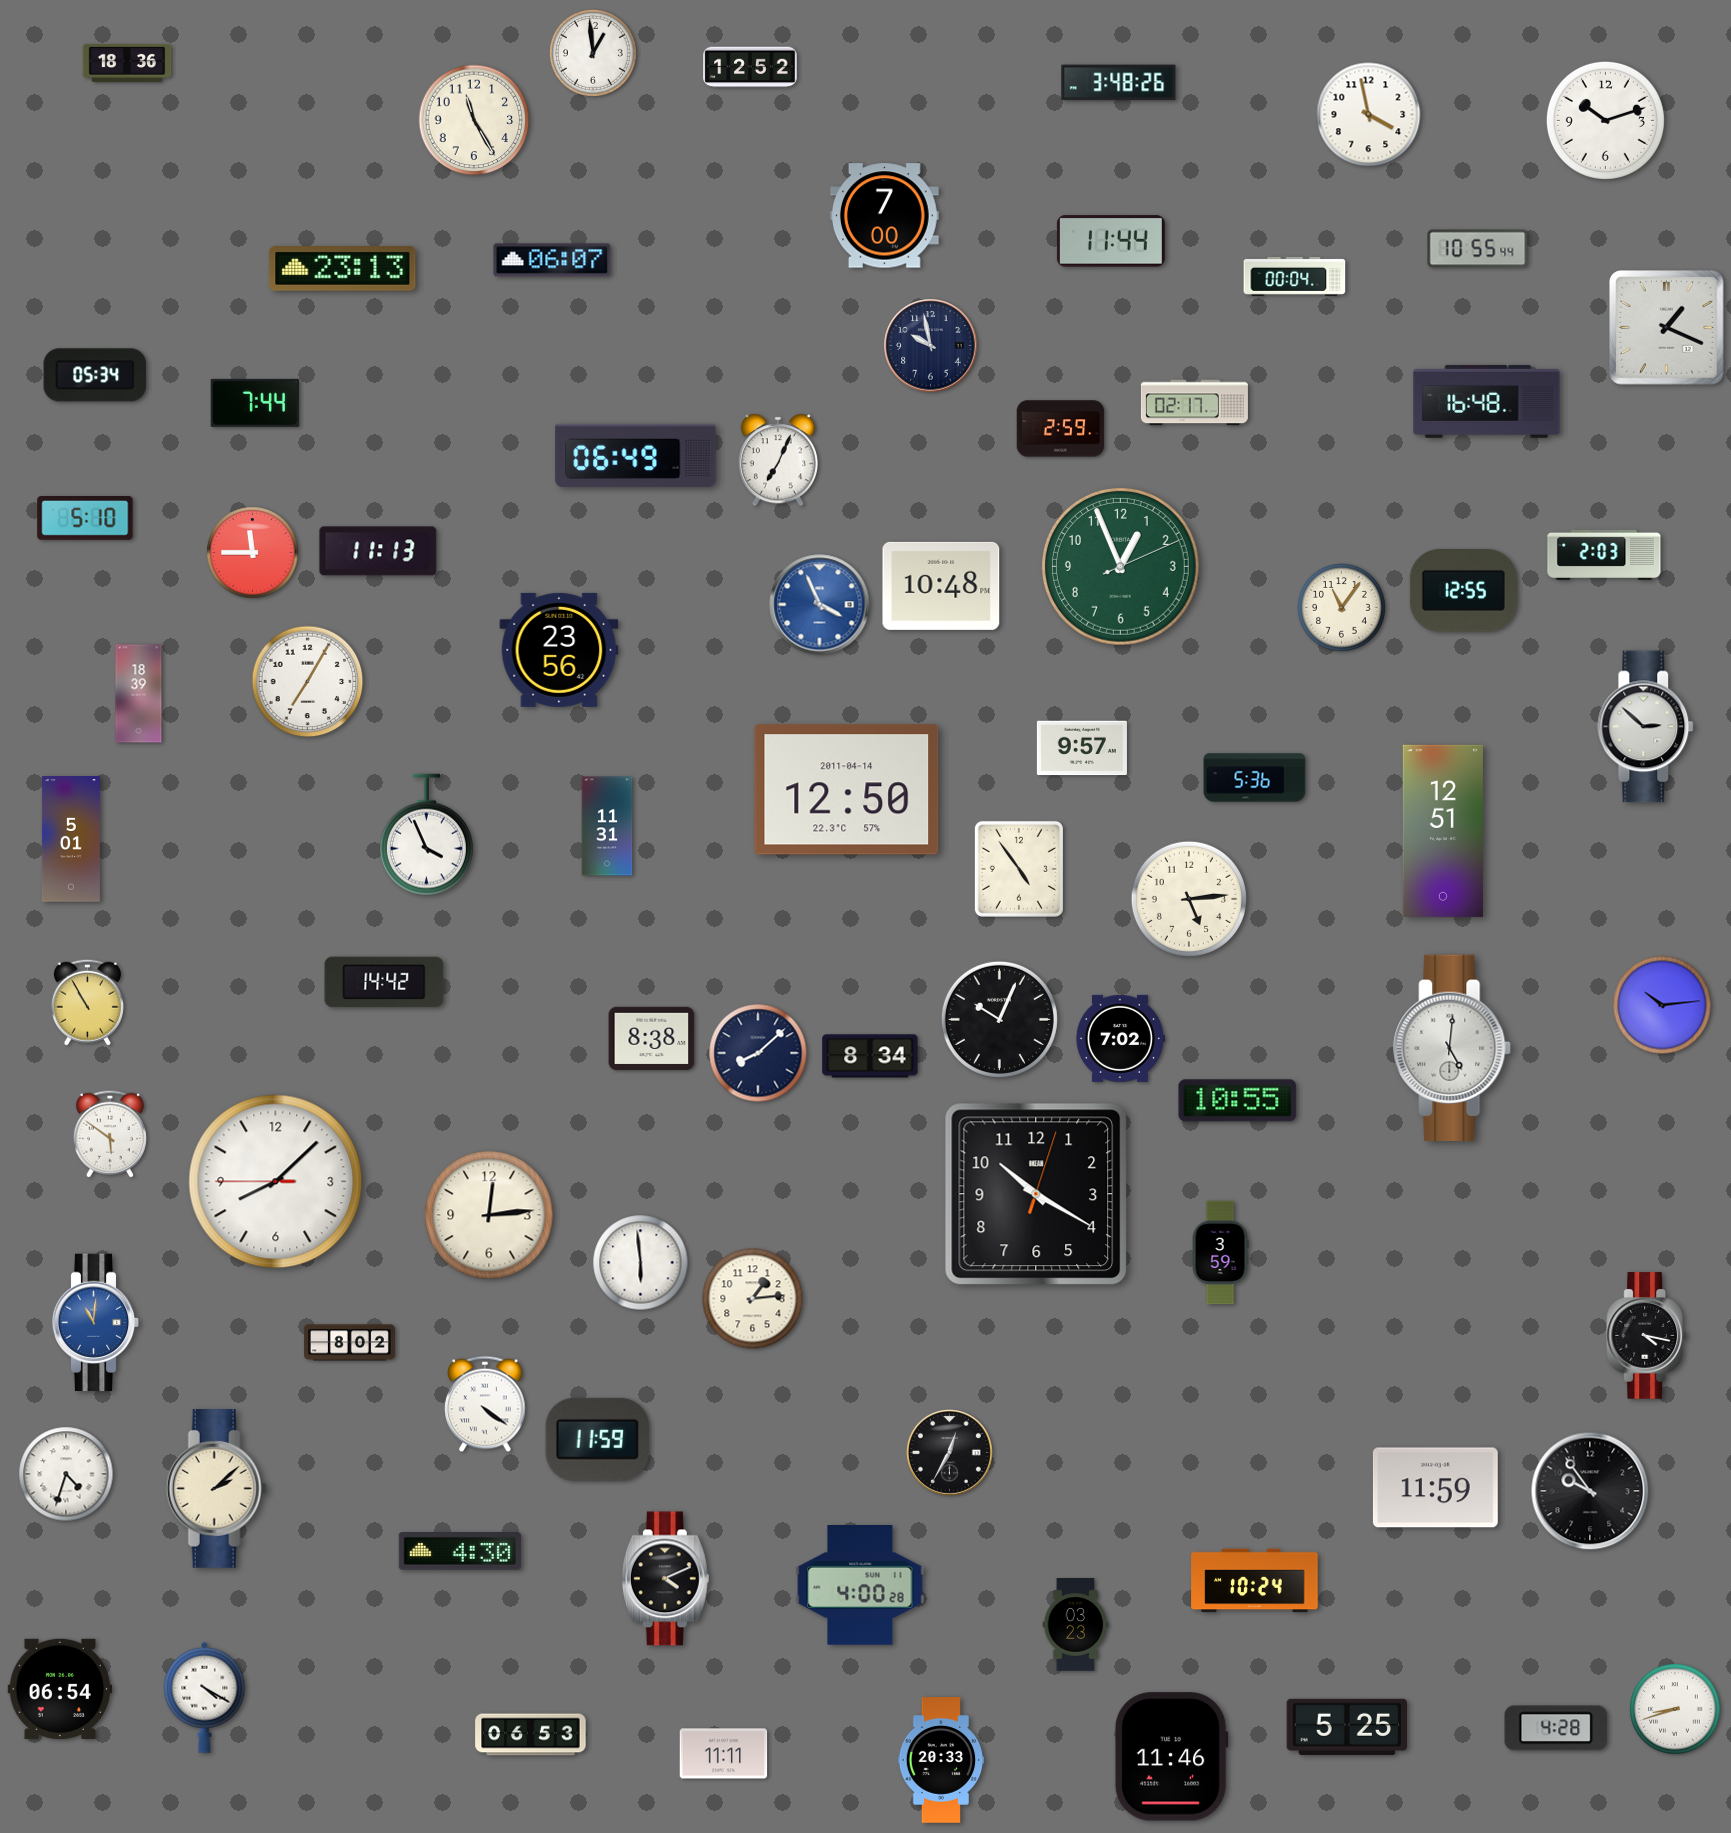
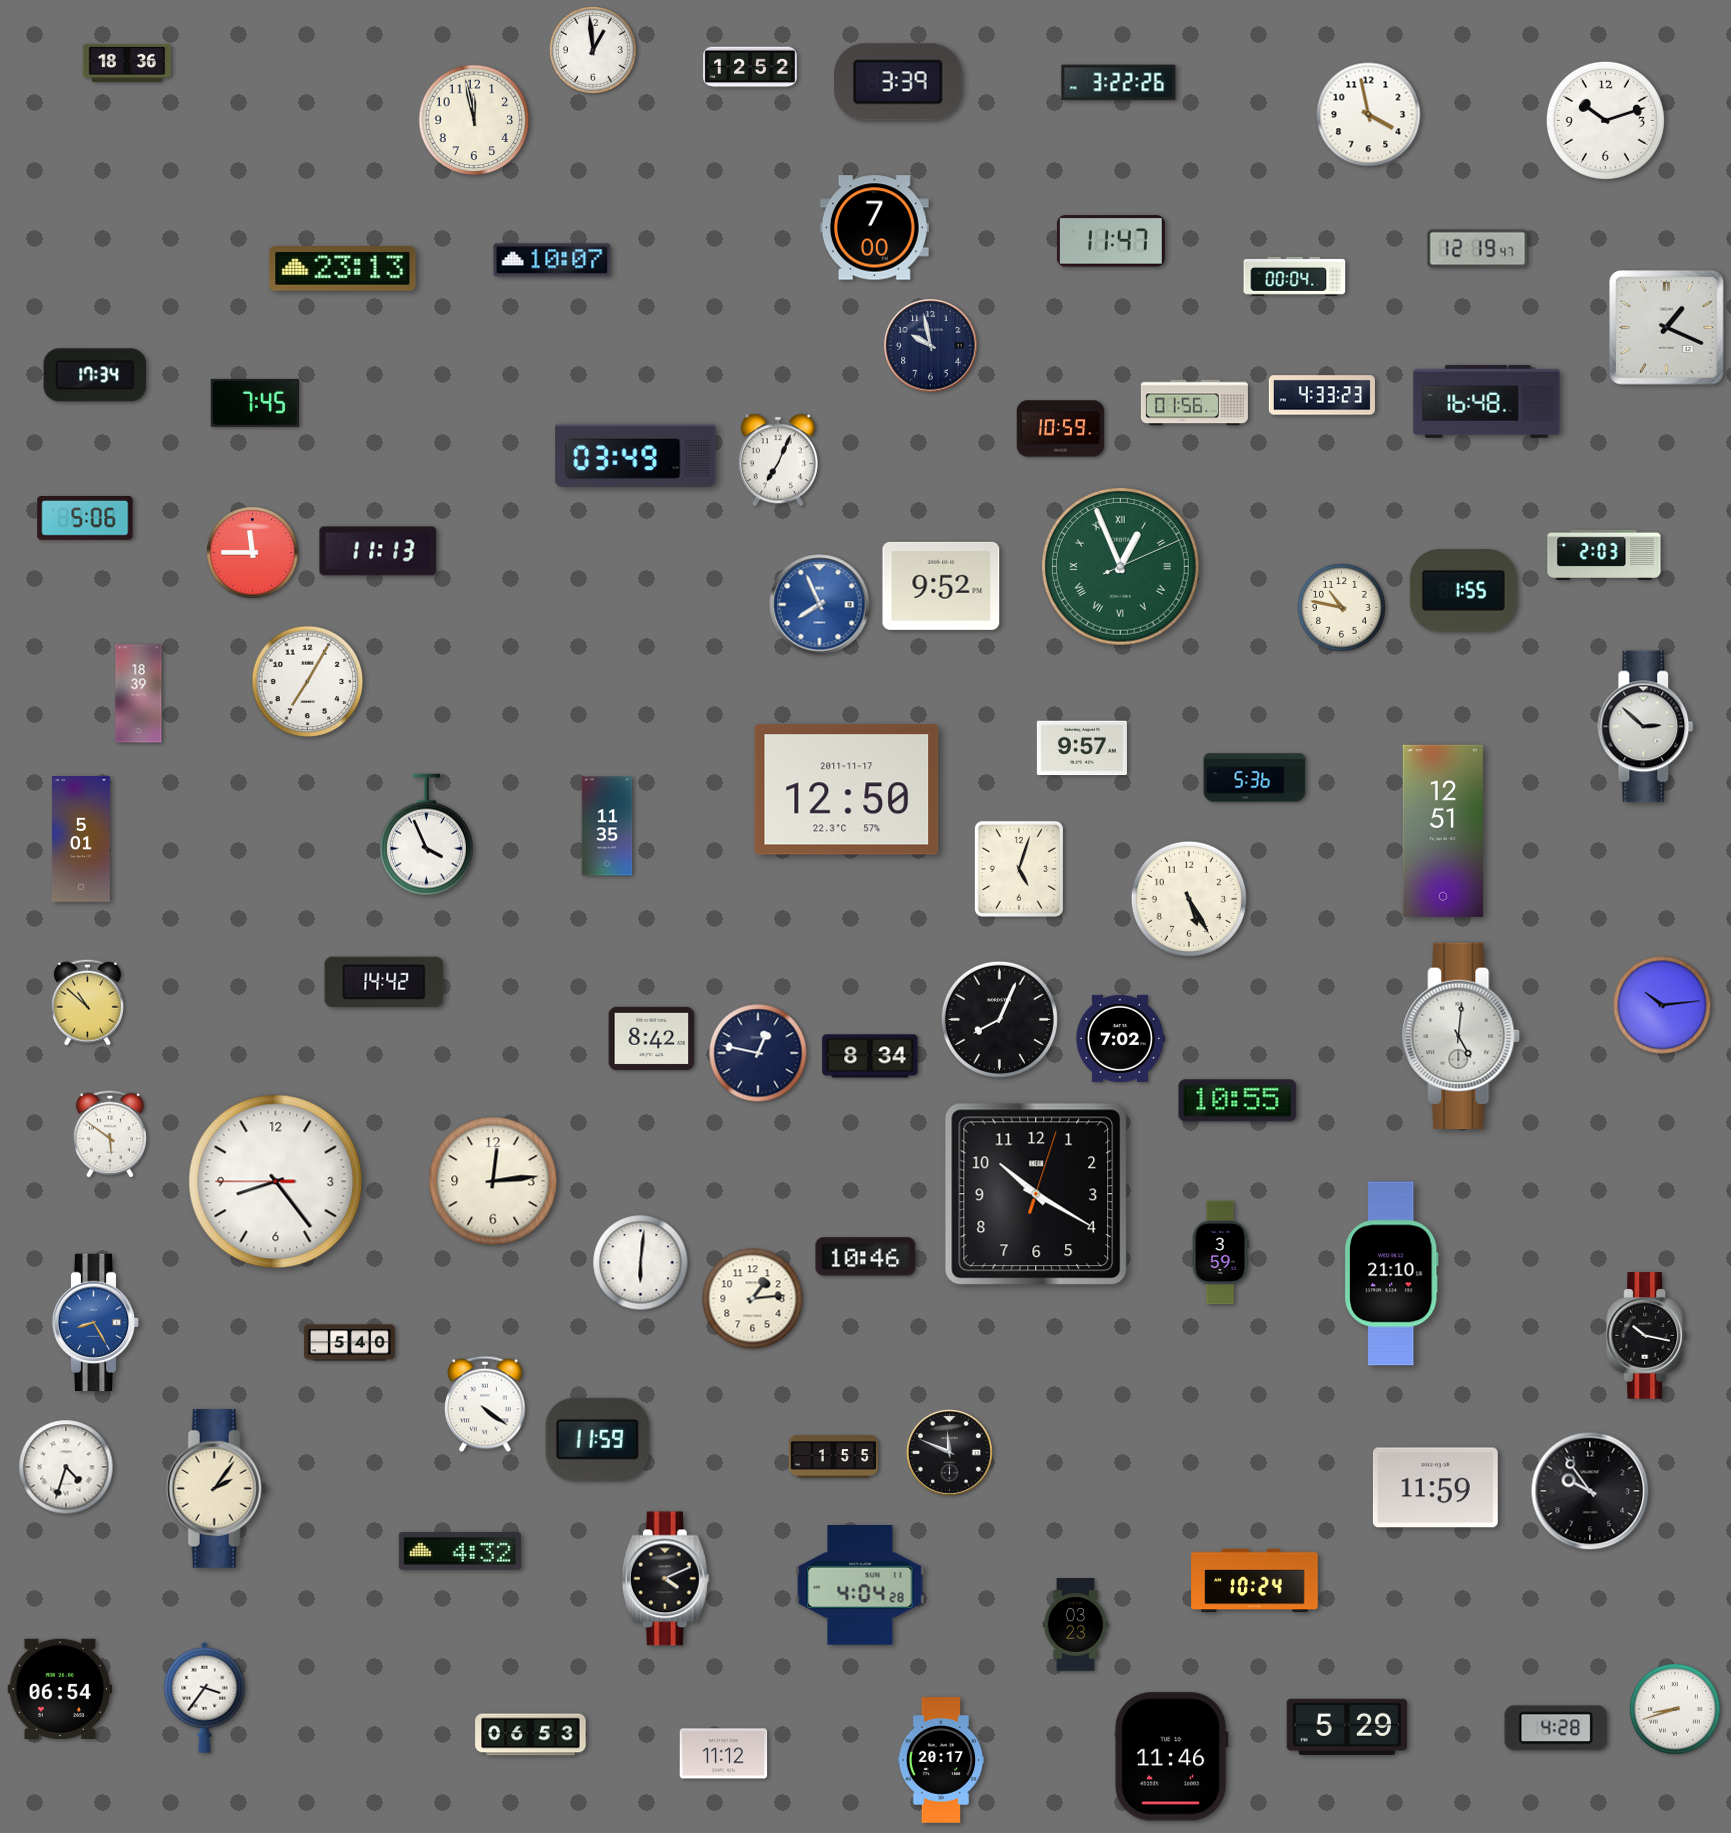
clock at (593, 53) position: (593, 53) -> (593, 50)
clock at (898, 82): none -> 3:39
clock at (1119, 83): 3:48 -> 3:22
clock at (474, 120): 11:25 -> 11:58
clock at (884, 216) position: (884, 216) -> (874, 228)
clock at (1111, 241): 11:44 -> 11:47
clock at (1478, 249): 10:55 -> 12:19
clock at (552, 260): 06:07 -> 10:07
clock at (95, 375): 05:34 -> 17:34
clock at (1322, 395): none -> 4:33
clock at (254, 403): 7:44 -> 7:45
clock at (1194, 403): 02:17 -> 01:56
clock at (1061, 429): 2:59 -> 10:59
clock at (636, 455): 06:49 -> 03:49
clock at (85, 519): 5:10 -> 5:06
clock at (1121, 567) numerals: Arabic -> Roman
clock at (941, 586): 10:48 -> 9:52
clock at (1463, 591): 12:55 -> 1:55
clock at (820, 605): 3:56 -> 7:56
clock at (1342, 608): 11:06 -> 10:47
clock at (559, 650): 23:56 -> none
clock at (847, 790) date: 2011-04-14 -> 2011-11-17
clock at (607, 826): 11:31 -> 11:35
clock at (71, 839) position: (71, 839) -> (81, 839)
clock at (1019, 869): 4:54 -> 5:03
clock at (1189, 899): 5:14 -> 5:25
clock at (87, 1002): 10:55 -> 10:52
clock at (999, 1019): 10:04 -> 8:04
clock at (652, 1039): 8:38 -> 8:42
clock at (1453, 1047) position: (1453, 1047) -> (1462, 1035)
clock at (758, 1053): 8:08 -> 12:47
clock at (276, 1182): 8:07 -> 8:23
clock at (489, 1215) position: (489, 1215) -> (493, 1181)
clock at (866, 1257): none -> 10:46
clock at (641, 1263): 5:59 -> 6:01
clock at (1392, 1274): none -> 21:10
clock at (96, 1323): 11:01 -> 8:25
clock at (1646, 1336): 4:17 -> 10:17
clock at (349, 1343): 8:02 -> 5:40
clock at (949, 1452): 12:35 -> 11:49
clock at (833, 1457): none -> 1:55
clock at (66, 1474) position: (66, 1474) -> (66, 1467)
clock at (216, 1489): 2:08 -> 2:06
clock at (460, 1552): 4:30 -> 4:32
clock at (860, 1586): 4:00 -> 4:04
clock at (205, 1697): 4:20 -> 3:36
clock at (1347, 1727): 5:25 -> 5:29
clock at (724, 1754): 11:11 -> 11:12
clock at (941, 1760): 20:33 -> 20:17
